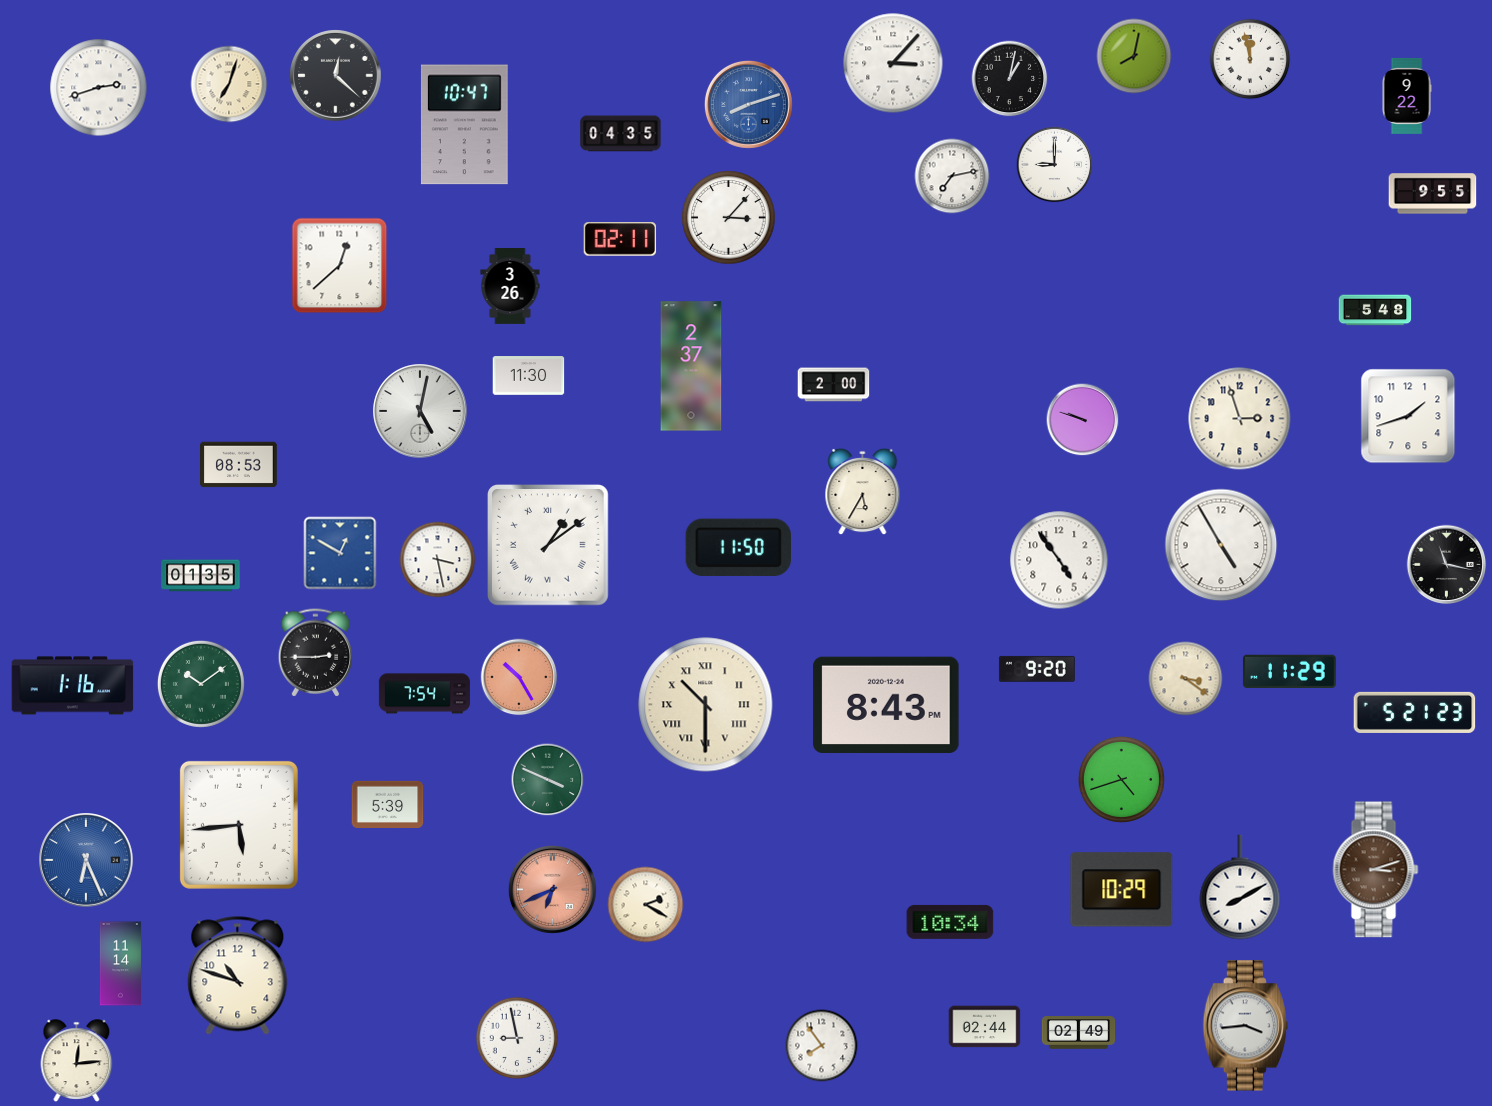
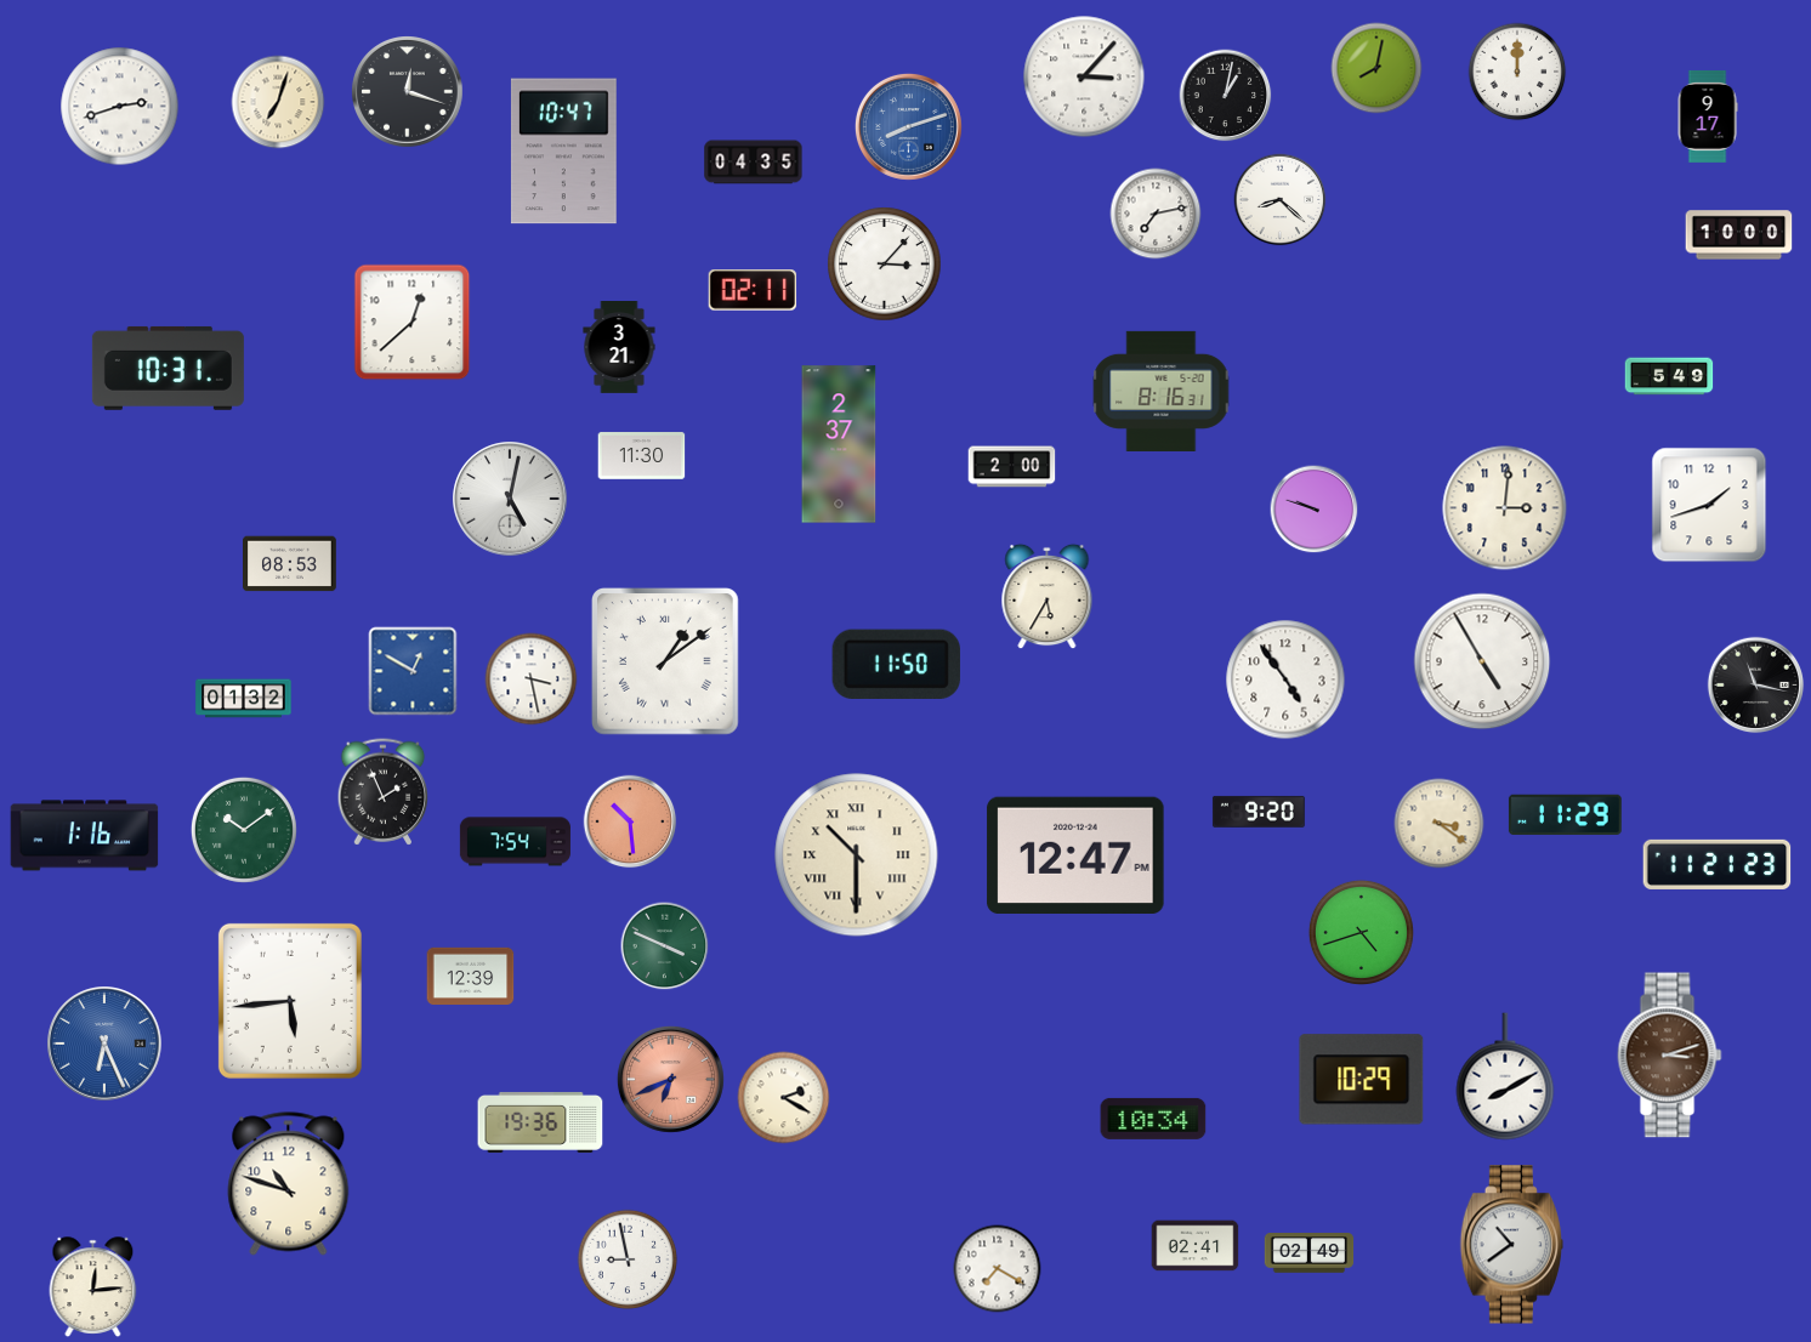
clock at (1250, 59): 11:58 -> 12:00
clock at (336, 76): 12:22 -> 12:18
clock at (1407, 96): 9:22 -> 9:17
clock at (1055, 165): 9:00 -> 8:22
clock at (1433, 194): 9:55 -> 10:00
clock at (510, 287): 3:26 -> 3:21
clock at (168, 368): none -> 10:31
clock at (1375, 310): 5:48 -> 5:49
clock at (1162, 391): none -> 8:16
clock at (1240, 419): 2:57 -> 3:01
clock at (201, 576): 01:35 -> 01:32
clock at (316, 653): 2:45 -> 1:56
clock at (519, 677): 10:25 -> 10:29
clock at (73, 686) position: (73, 686) -> (85, 836)
clock at (886, 704): 8:43 -> 12:47
clock at (1415, 712): 5:21 -> 11:21
clock at (1121, 779) position: (1121, 779) -> (1361, 932)
clock at (388, 804): 5:39 -> 12:39
clock at (540, 1122): none -> 19:36
clock at (120, 964): 11:14 -> none
clock at (1245, 1026): 3:44 -> 10:39
clock at (985, 1027): 02:44 -> 02:41
clock at (822, 1046): 7:54 -> 7:20
